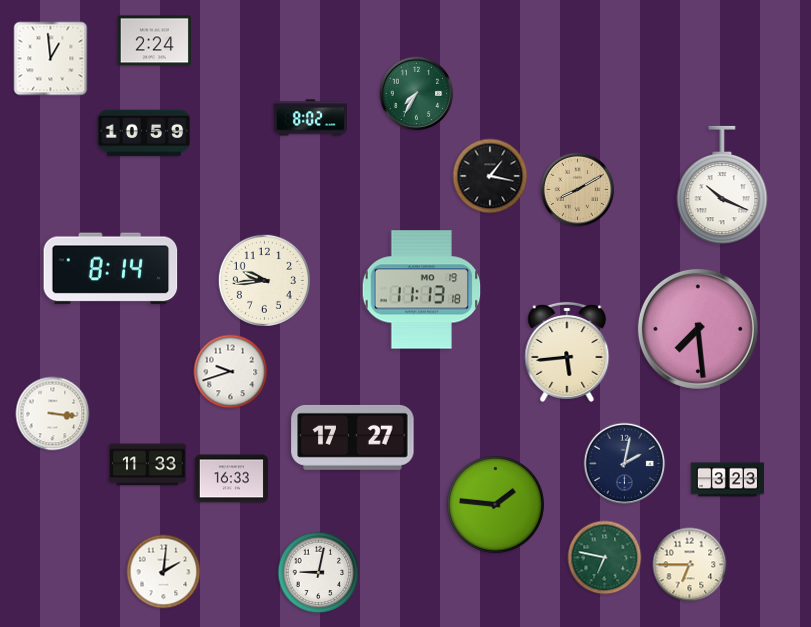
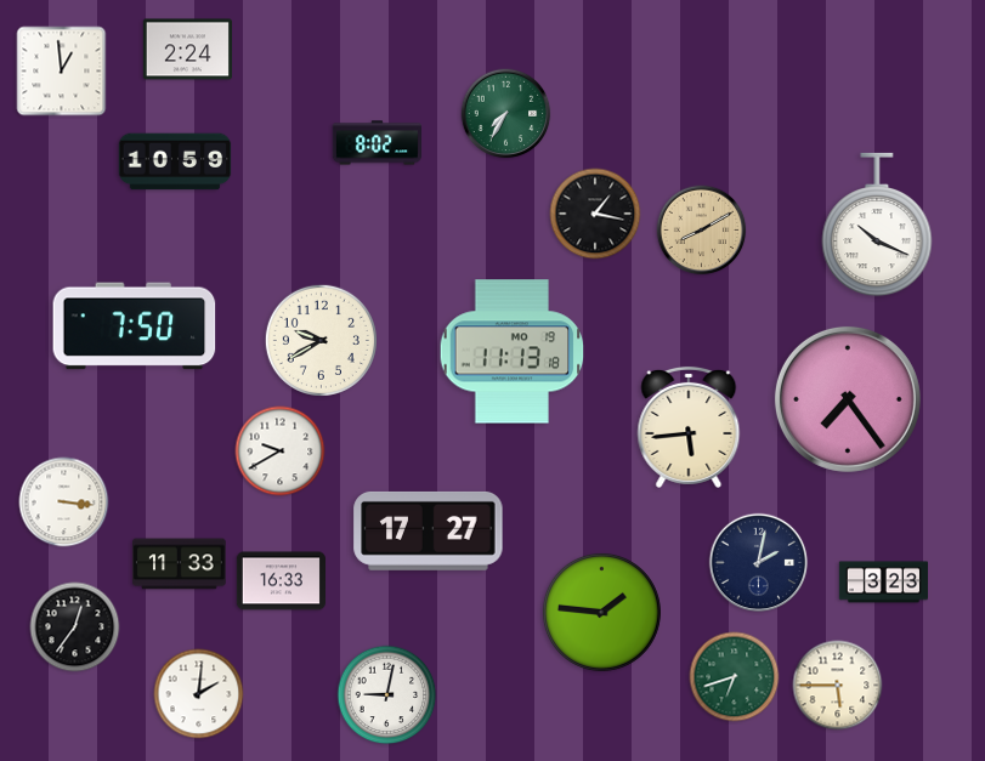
clock at (111, 269): 8:14 -> 7:50
clock at (264, 280): 9:44 -> 9:40
clock at (698, 329): 7:29 -> 7:24
clock at (231, 372): 9:42 -> 9:40
clock at (75, 627): none -> 12:36
clock at (605, 558): 6:47 -> 6:42
clock at (690, 565): 6:45 -> 5:45
